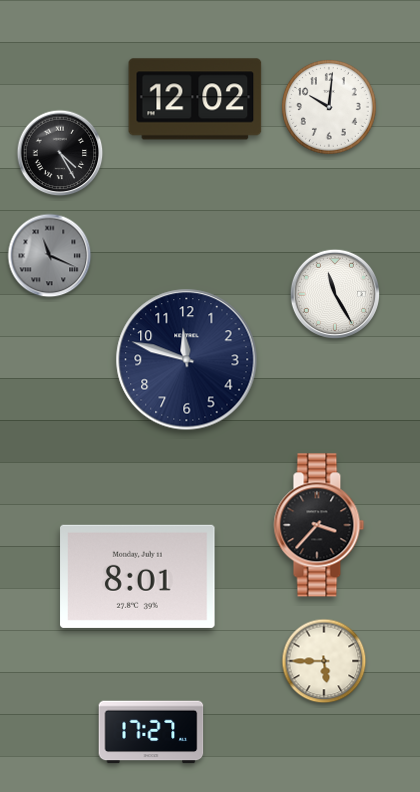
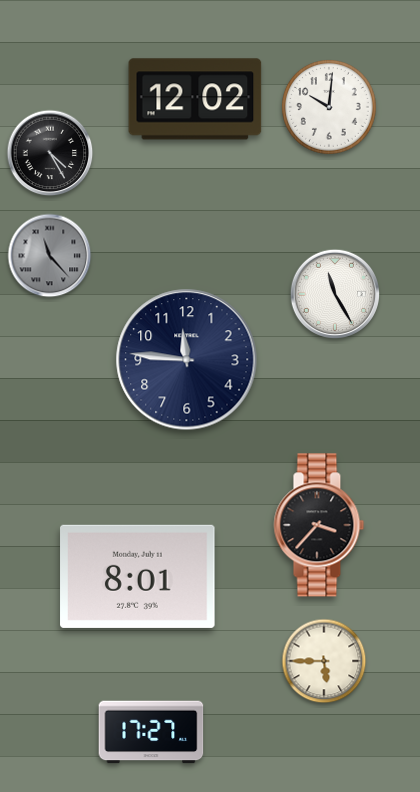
clock at (60, 153) position: (60, 153) -> (50, 153)
clock at (50, 256): 11:19 -> 11:23
clock at (187, 360): 11:48 -> 11:46
